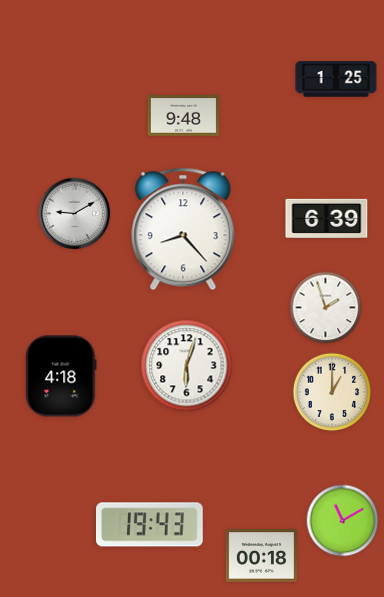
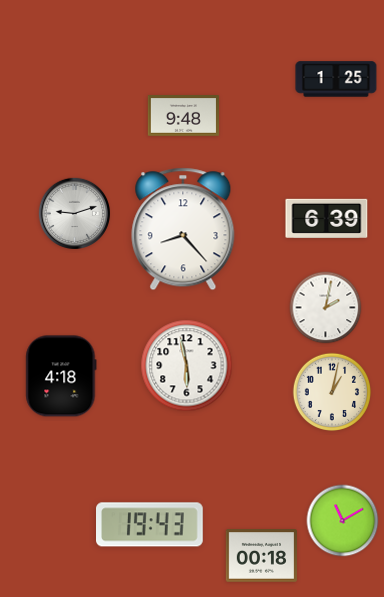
clock at (75, 214): 9:10 -> 9:12
clock at (326, 308): 1:57 -> 2:02
clock at (187, 366): 6:03 -> 5:58
clock at (332, 392): 1:00 -> 1:02
